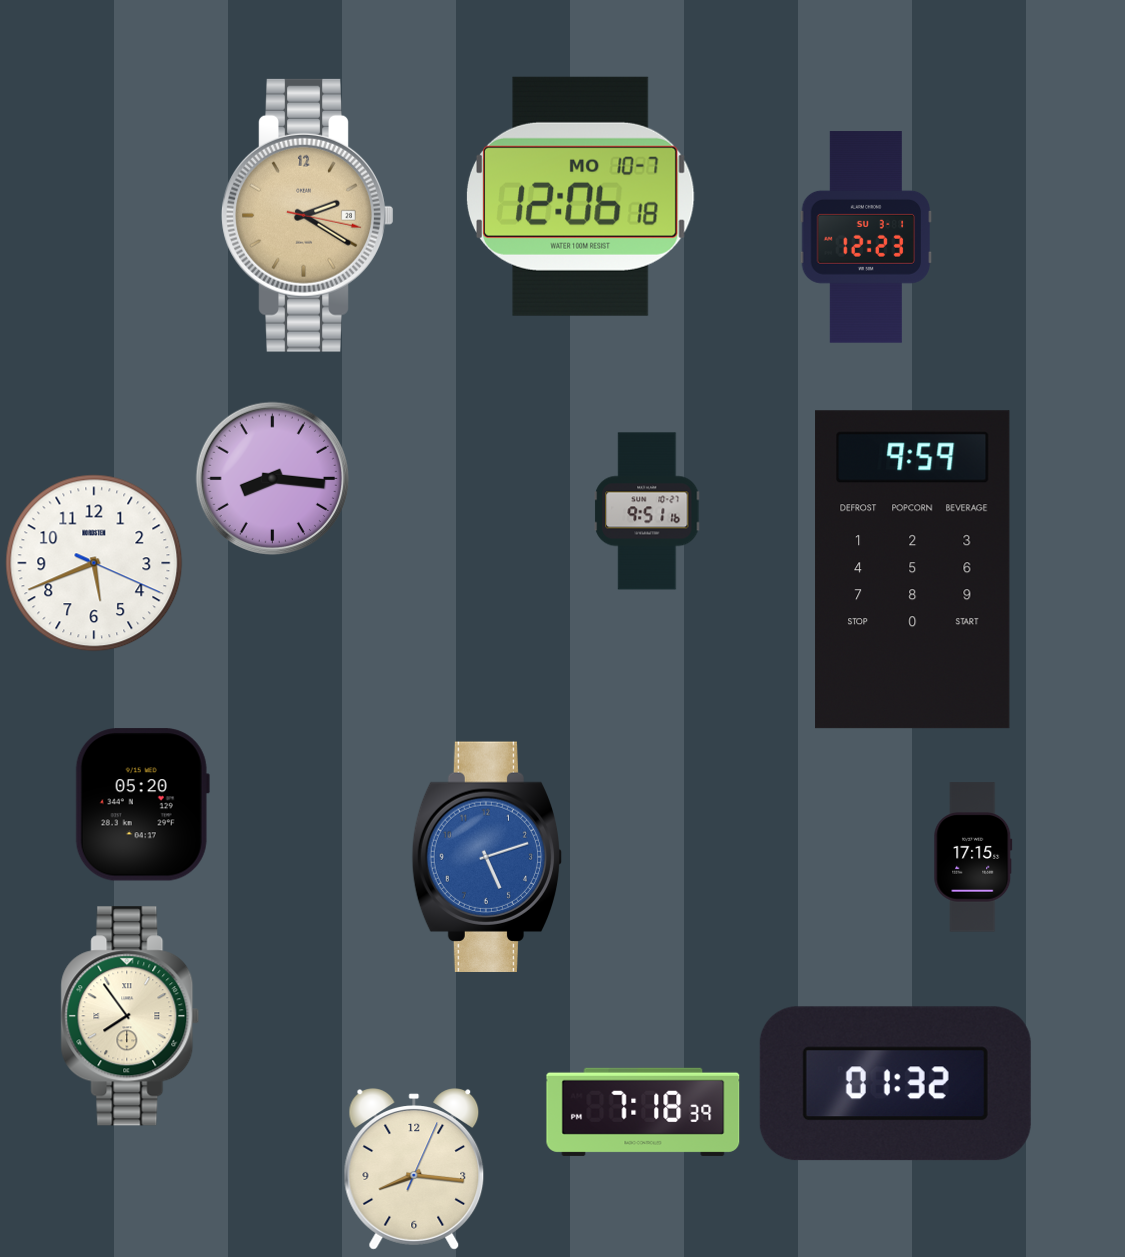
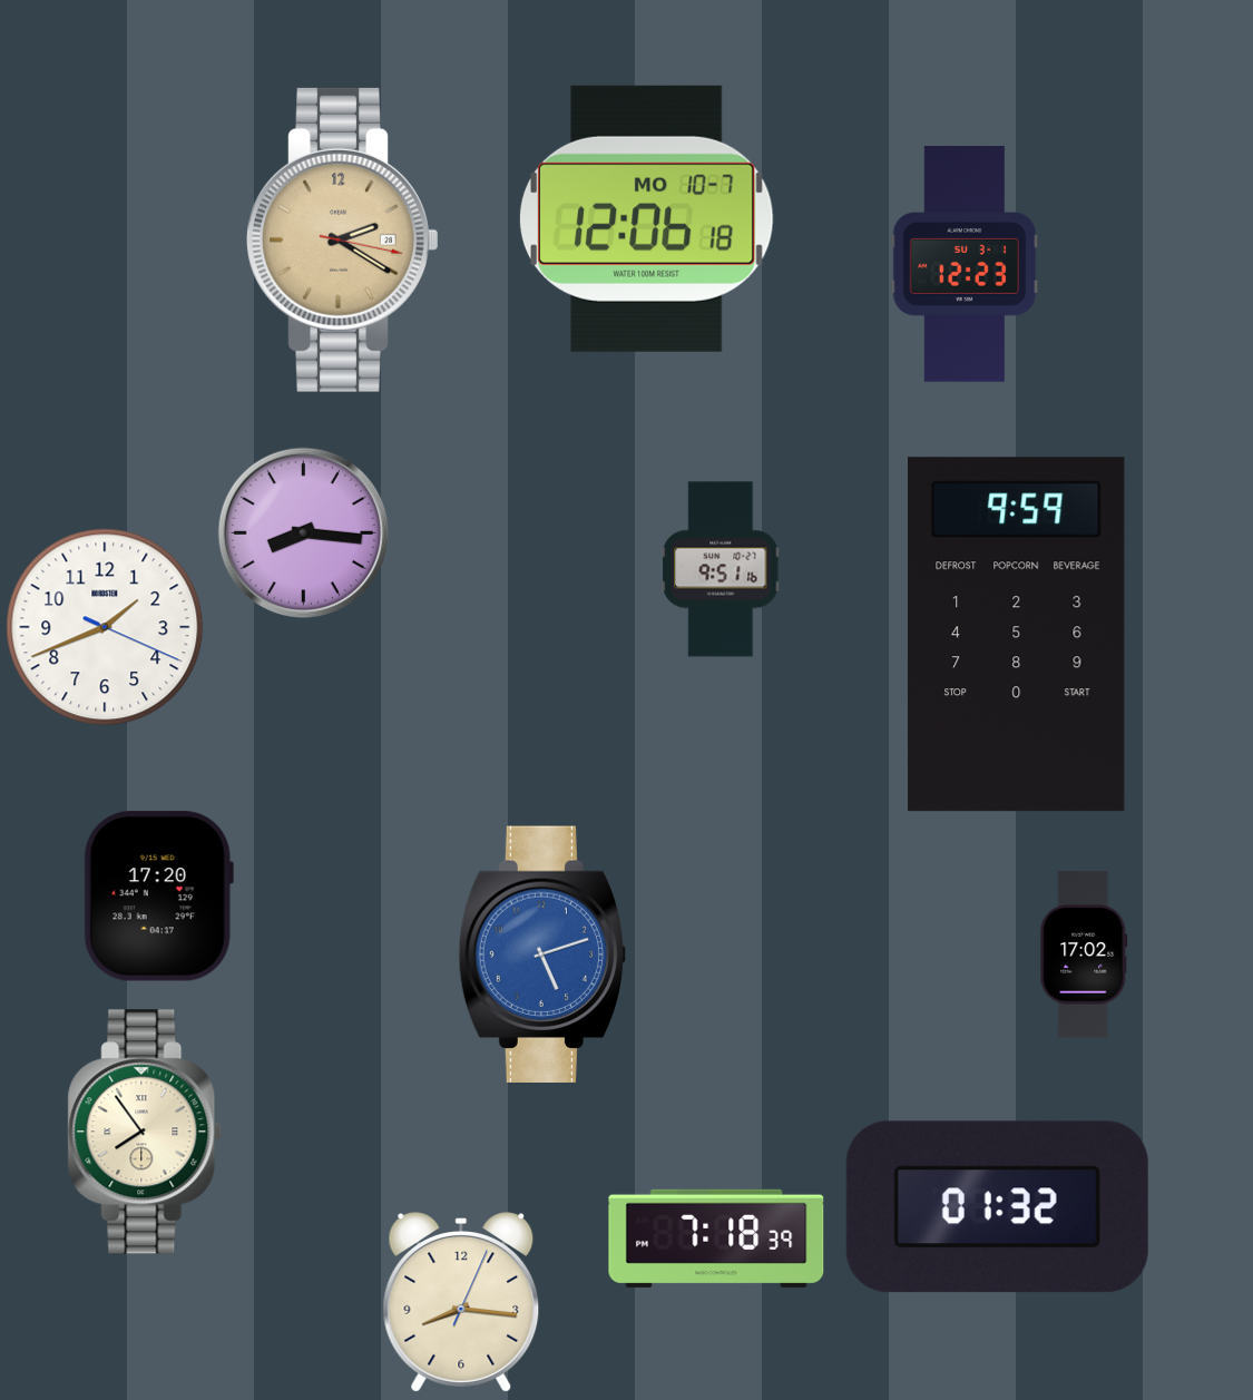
clock at (94, 563): 5:41 -> 1:41
clock at (142, 805): 05:20 -> 17:20
clock at (973, 857): 17:15 -> 17:02
